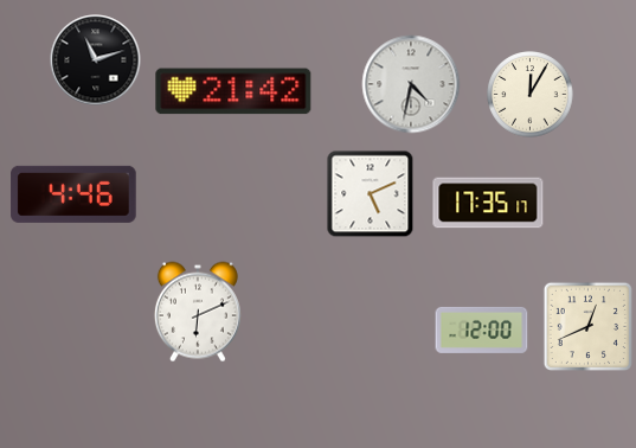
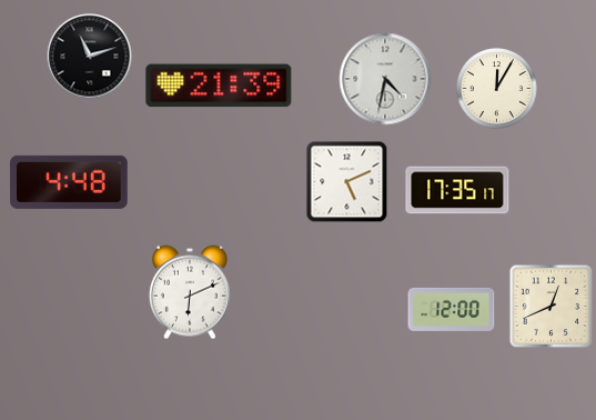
clock at (233, 91): 21:42 -> 21:39
clock at (73, 194): 4:46 -> 4:48
clock at (198, 312) position: (198, 312) -> (190, 292)
